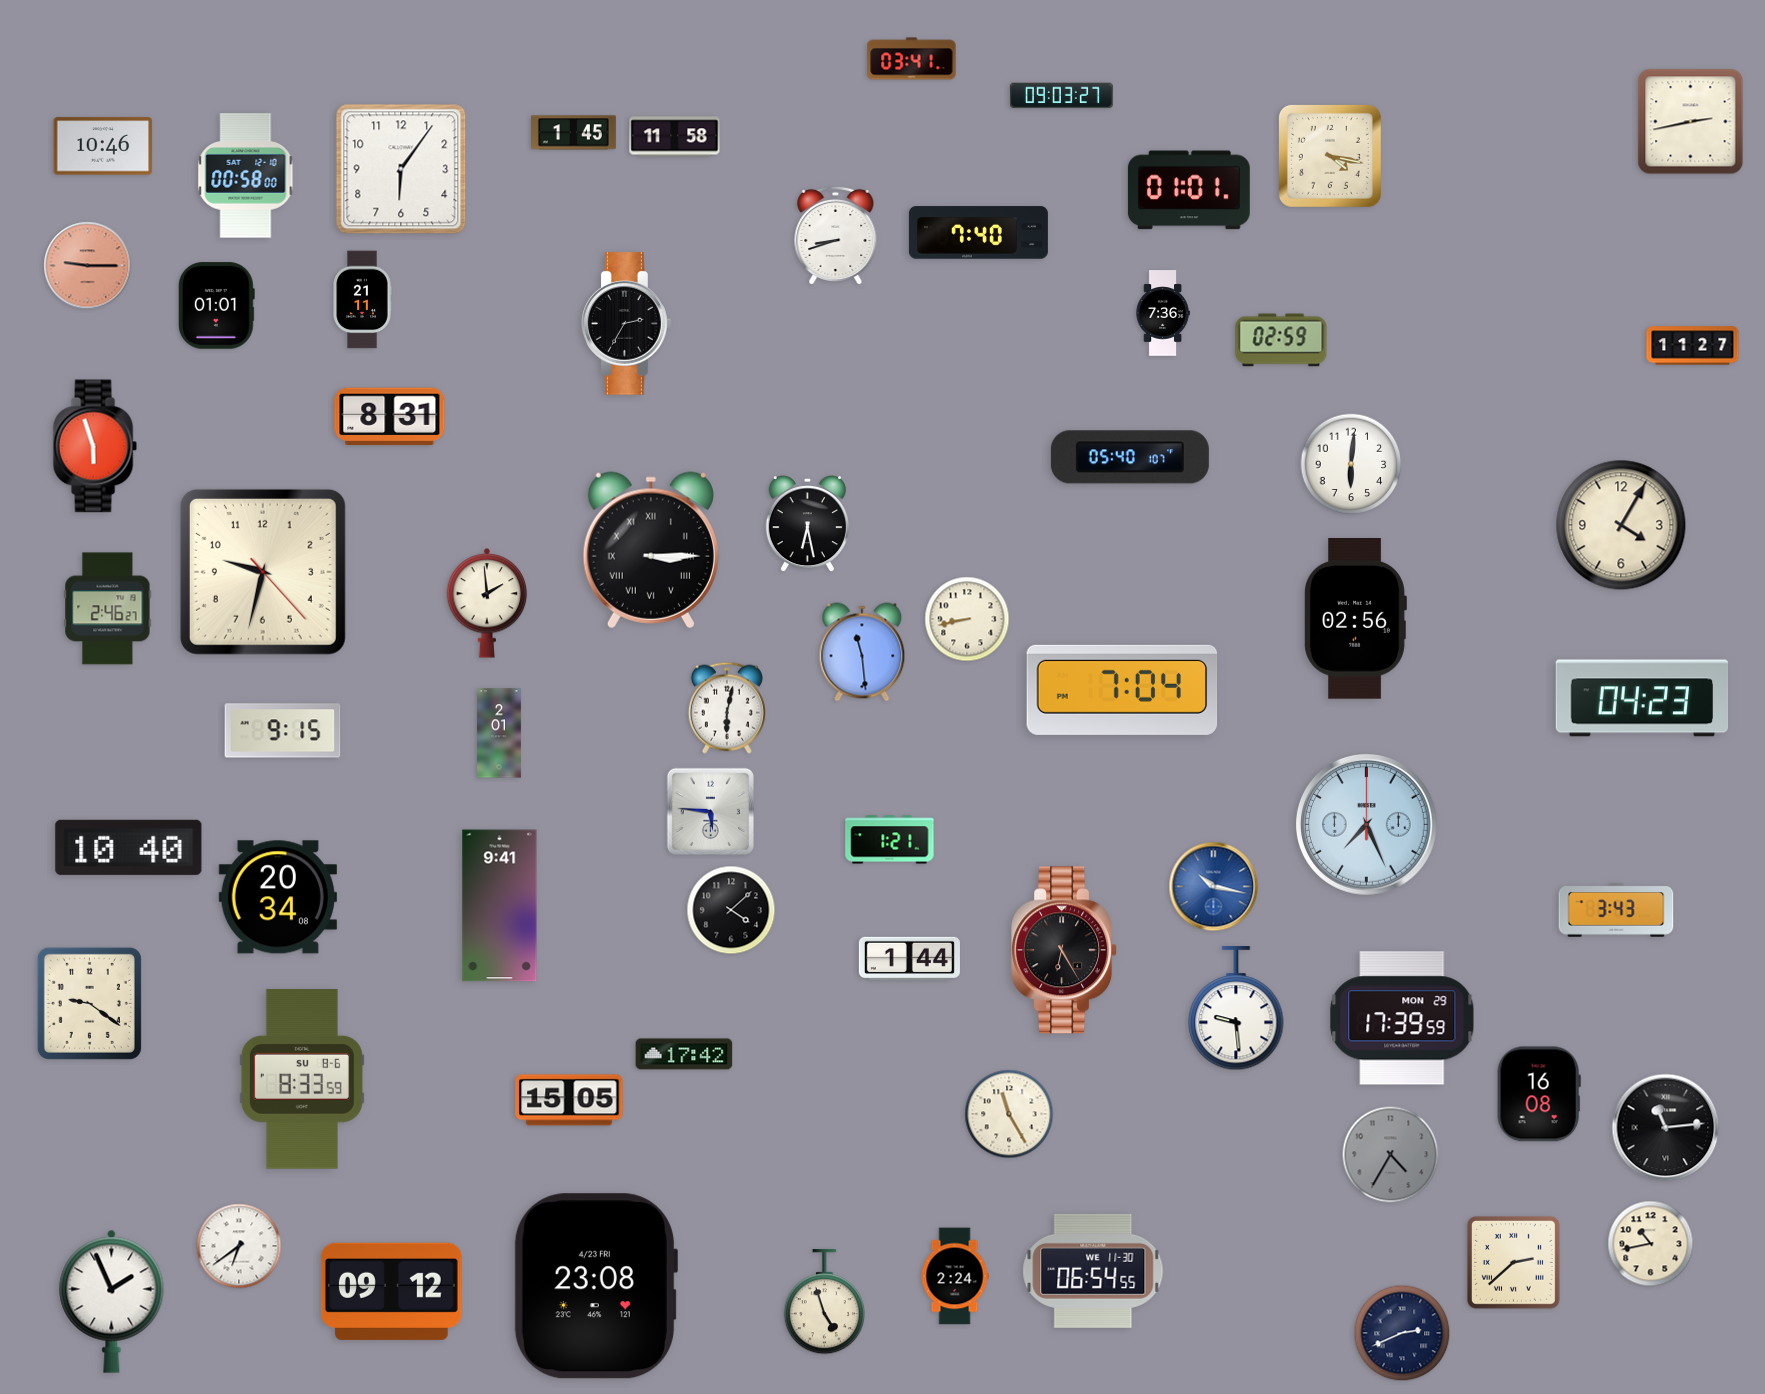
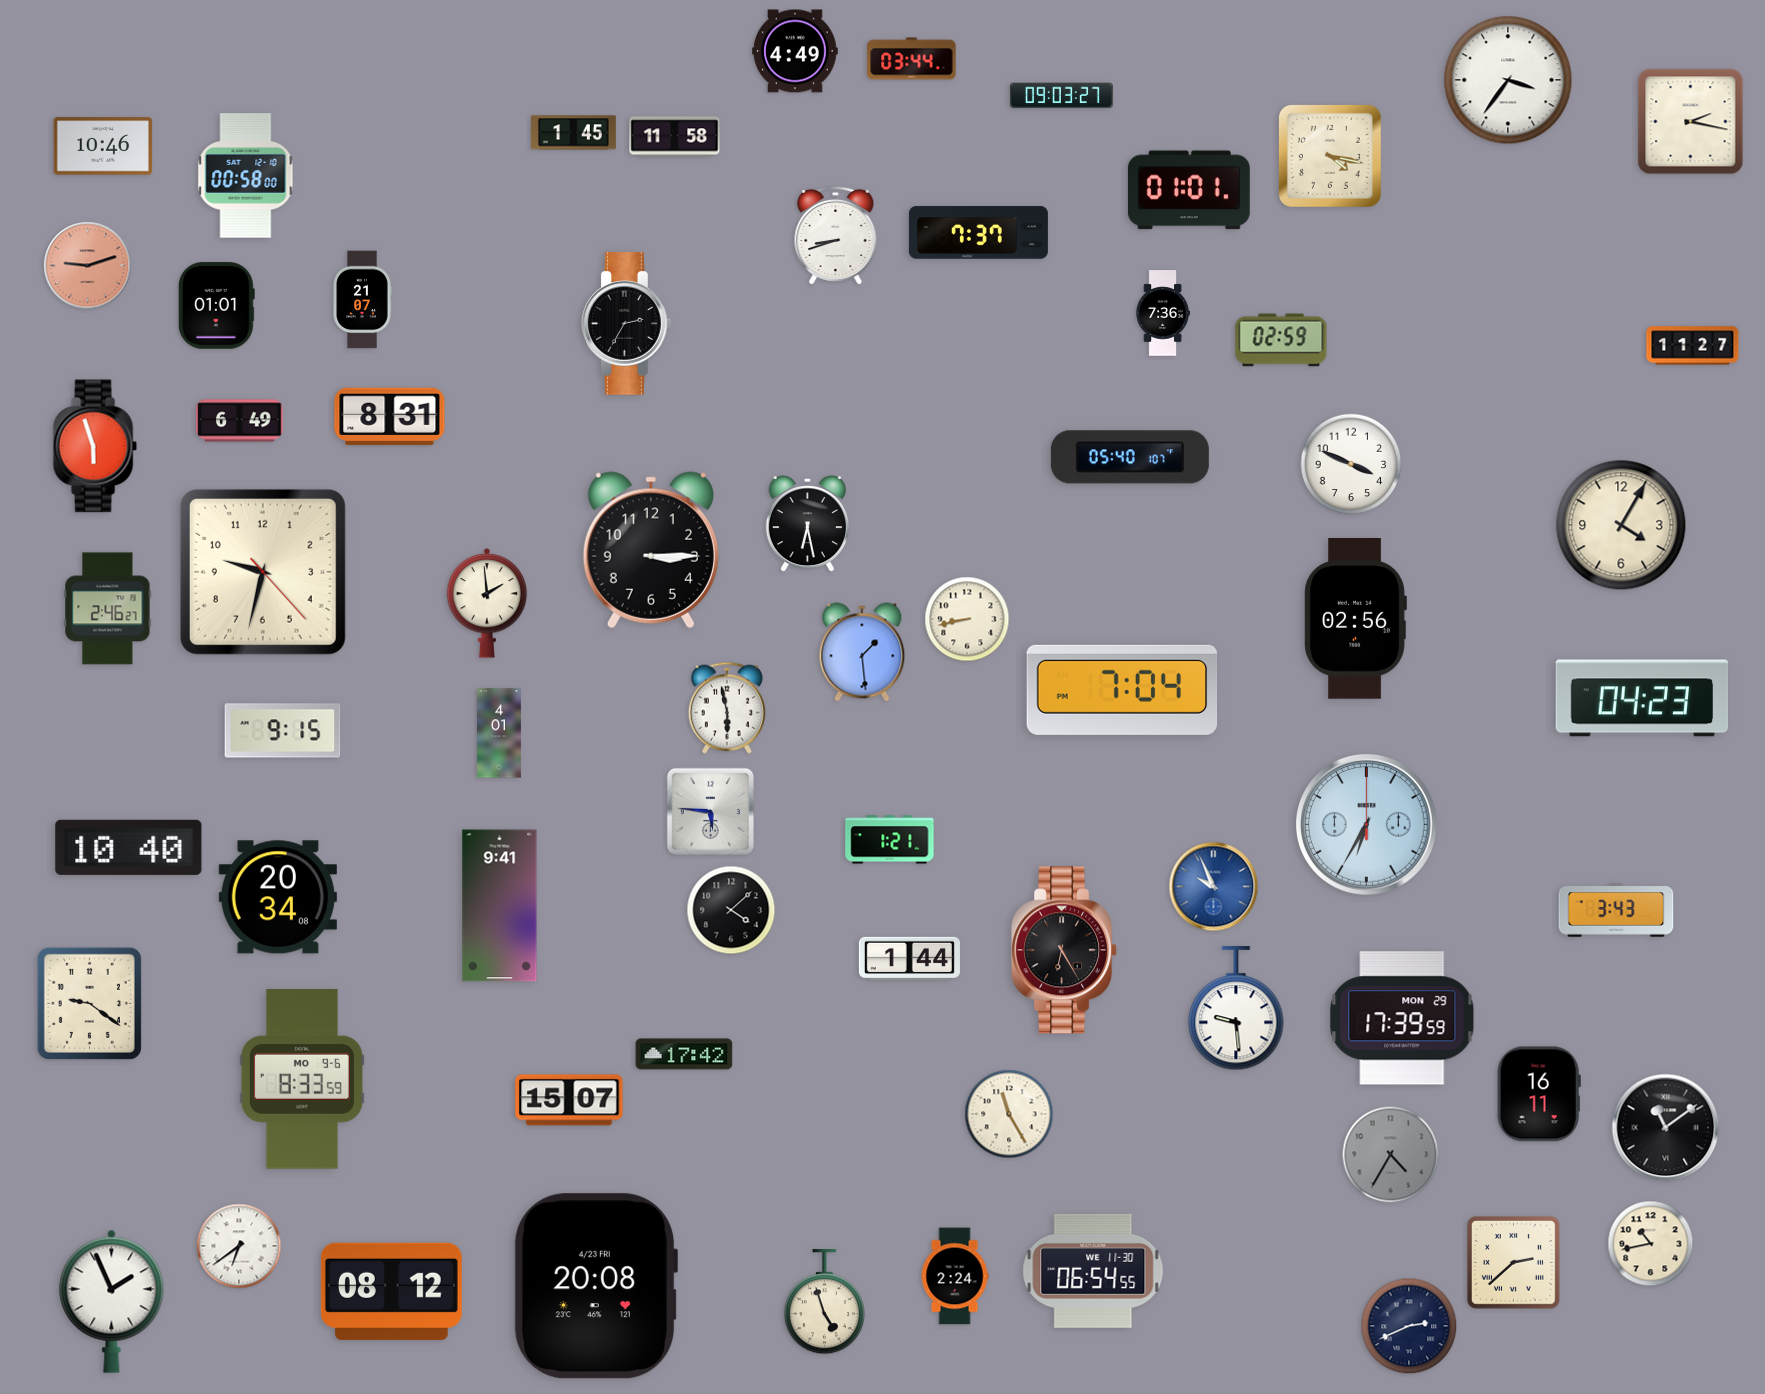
clock at (795, 51): none -> 4:49
clock at (912, 59): 03:41 -> 03:44
clock at (1508, 80): none -> 3:36
clock at (1691, 122): 2:43 -> 2:17
clock at (401, 169): 6:06 -> none
clock at (978, 233): 7:40 -> 7:37
clock at (88, 266): 9:15 -> 9:12
clock at (362, 300): 21:11 -> 21:07
clock at (240, 421): none -> 6:49
clock at (1351, 464): 6:01 -> 3:49
clock at (651, 550) numerals: Roman -> Arabic
clock at (862, 652): 11:29 -> 1:29
clock at (727, 708): 6:02 -> 5:58
clock at (500, 733): 2:01 -> 4:01
clock at (1367, 825): 7:26 -> 6:35
clock at (1214, 887): 10:17 -> 9:56
clock at (302, 1079) date: SU 8-6 -> MO 9-6
clock at (1539, 1094): 16:08 -> 16:11
clock at (569, 1100): 15:05 -> 15:07
clock at (1666, 1128): 11:14 -> 11:09
clock at (595, 1286): 23:08 -> 20:08
clock at (391, 1291): 09:12 -> 08:12
clock at (1402, 1333) position: (1402, 1333) -> (1409, 1326)
